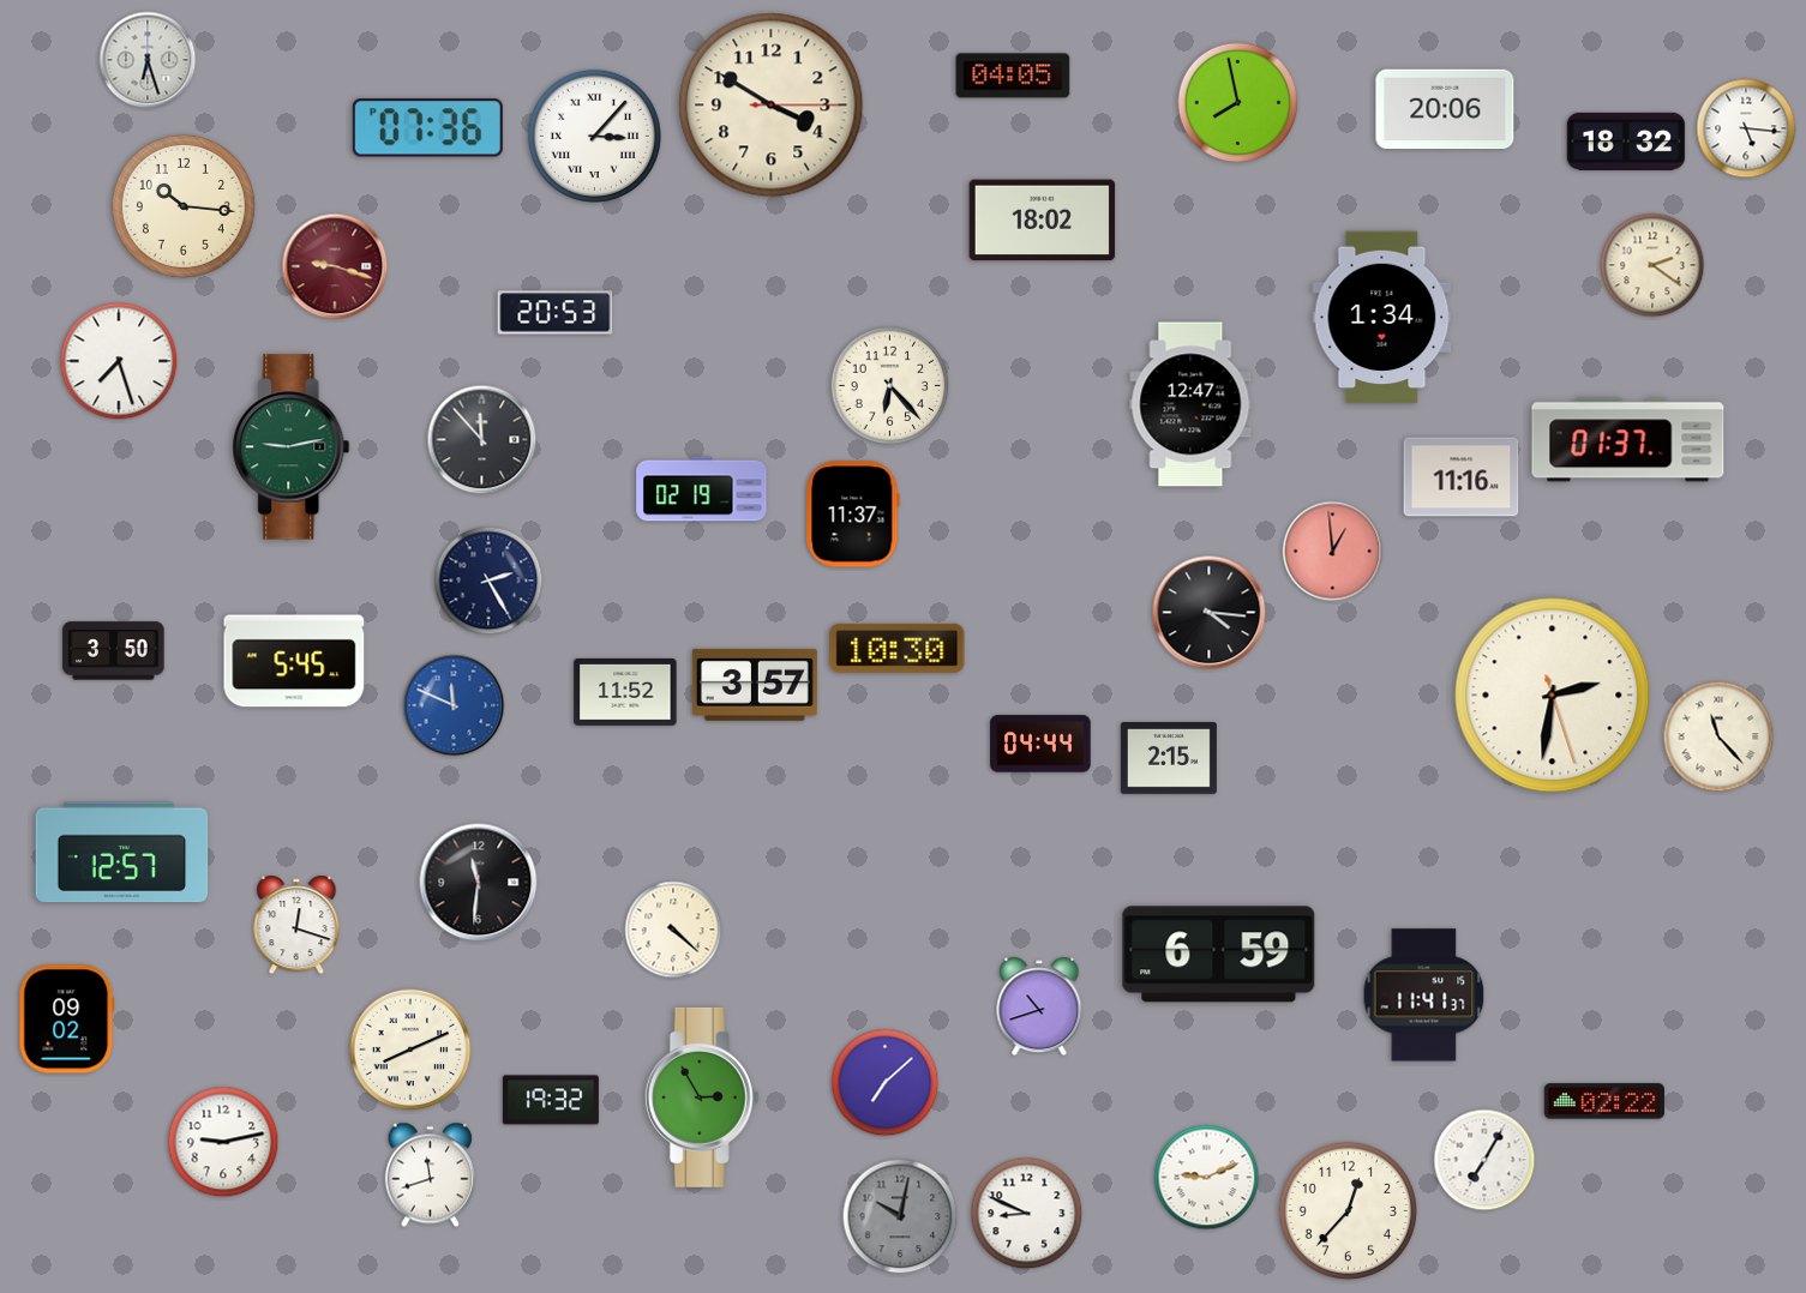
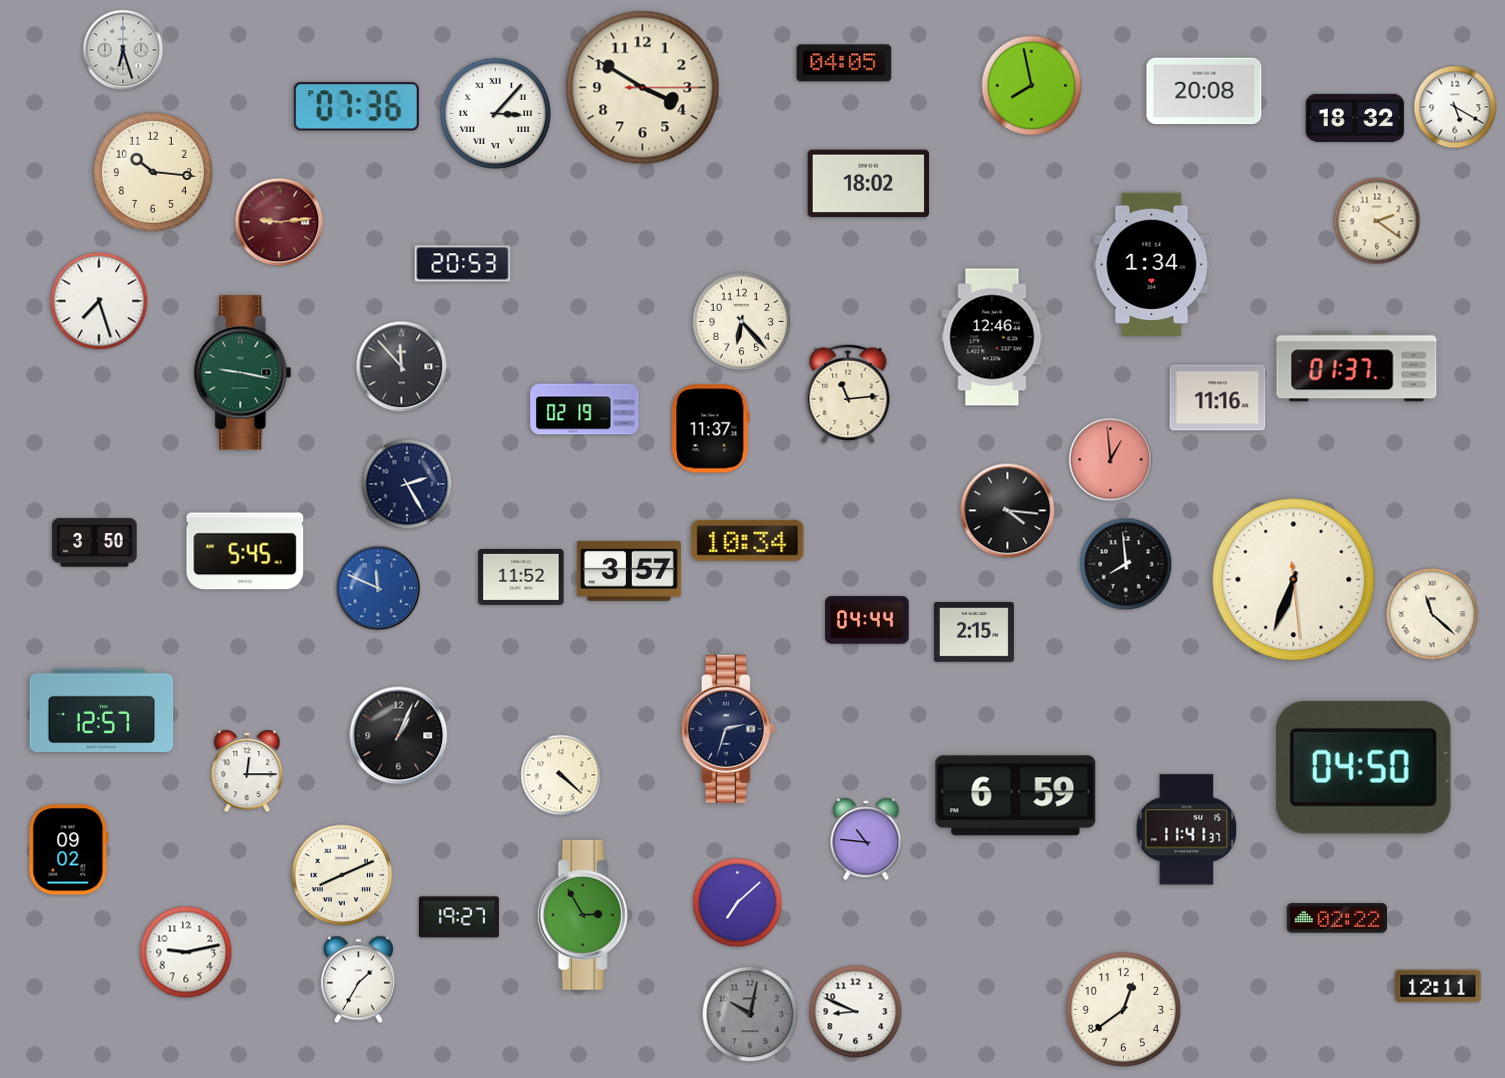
clock at (1445, 109): 20:06 -> 20:08
clock at (1746, 128): 5:16 -> 5:20
clock at (335, 266): 9:18 -> 9:14
clock at (556, 313) position: (556, 313) -> (463, 264)
clock at (1190, 404): 12:47 -> 12:46
clock at (292, 447): 9:13 -> 9:17
clock at (848, 394): none -> 11:14
clock at (898, 648): 10:30 -> 10:34
clock at (1126, 564): none -> 7:59
clock at (1553, 696): 2:31 -> 6:33
clock at (1718, 736): 11:23 -> 11:22
clock at (728, 729): none -> 2:33
clock at (479, 883): 11:31 -> 1:04
clock at (1363, 767): none -> 04:50
clock at (296, 925): 12:18 -> 12:15
clock at (1039, 1006): 10:42 -> 10:46
clock at (67, 1020) position: (67, 1020) -> (69, 850)
clock at (551, 1100): 19:32 -> 19:27
clock at (1484, 1160): 7:05 -> none
clock at (430, 1175): 11:42 -> 1:35
clock at (1207, 1178): 9:11 -> none
clock at (1438, 986): none -> 12:11
clock at (1348, 1210): 12:37 -> 12:39
